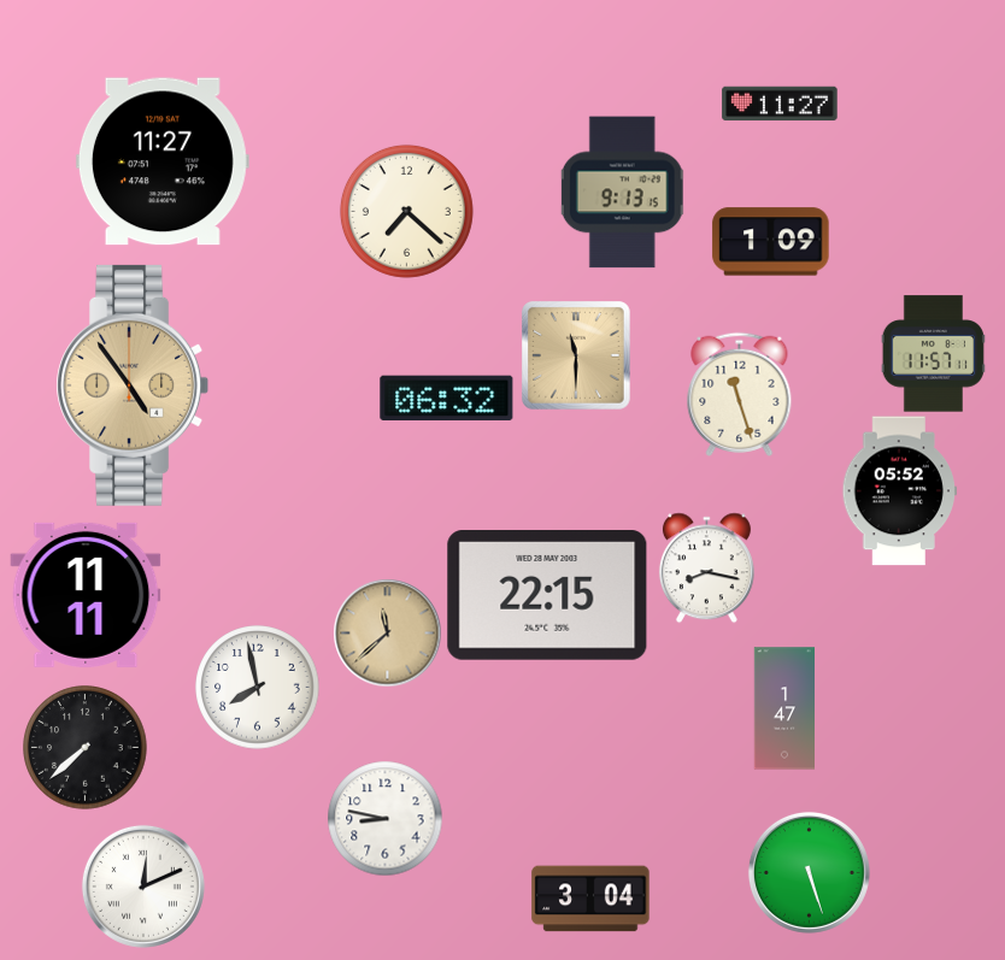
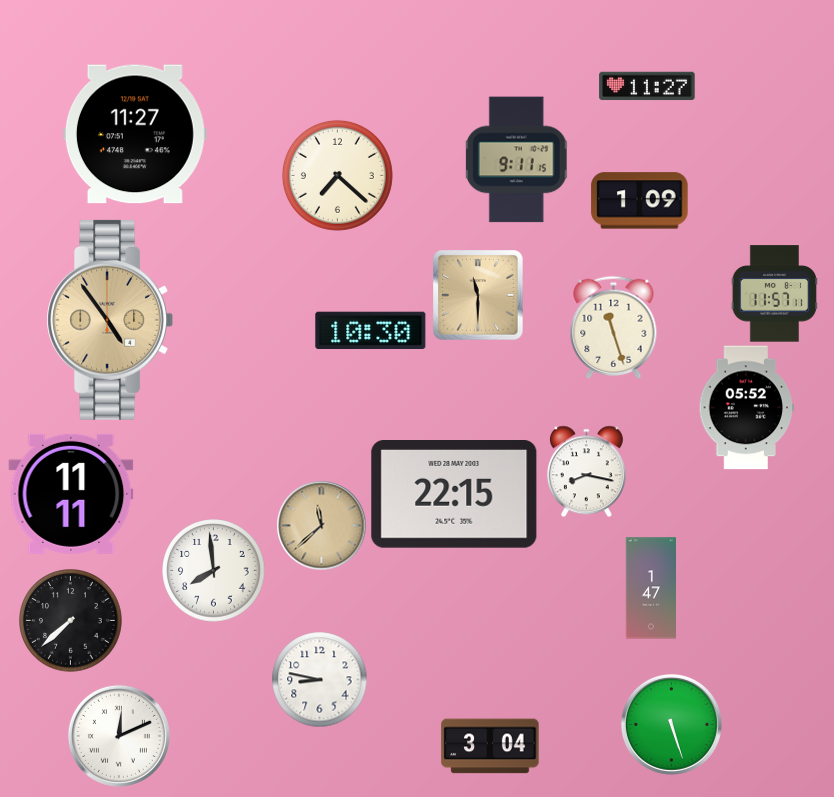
clock at (622, 193): 9:13 -> 9:11
clock at (447, 397): 06:32 -> 10:30
clock at (258, 688): 7:58 -> 7:59
